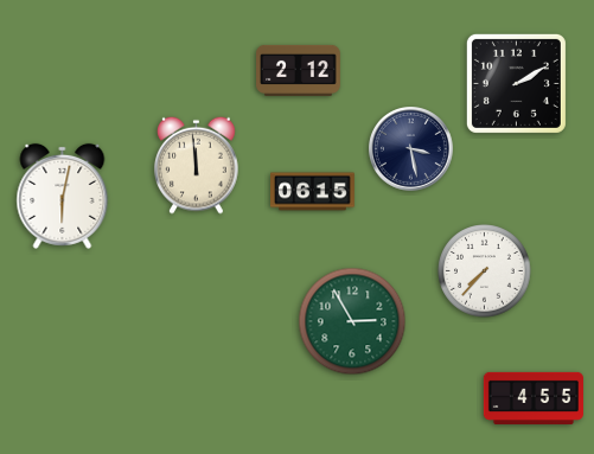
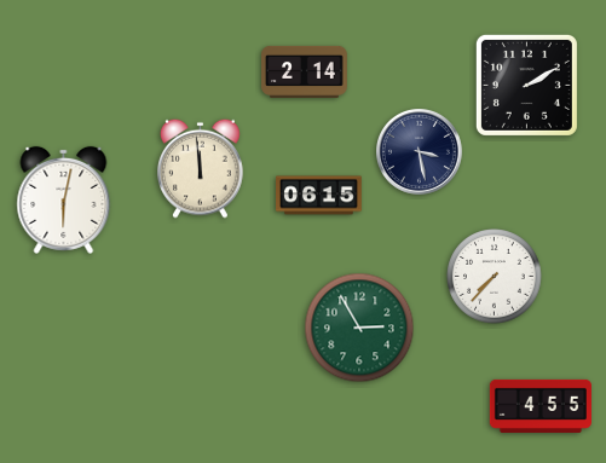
clock at (299, 70): 2:12 -> 2:14
clock at (532, 398) position: (532, 398) -> (539, 406)
